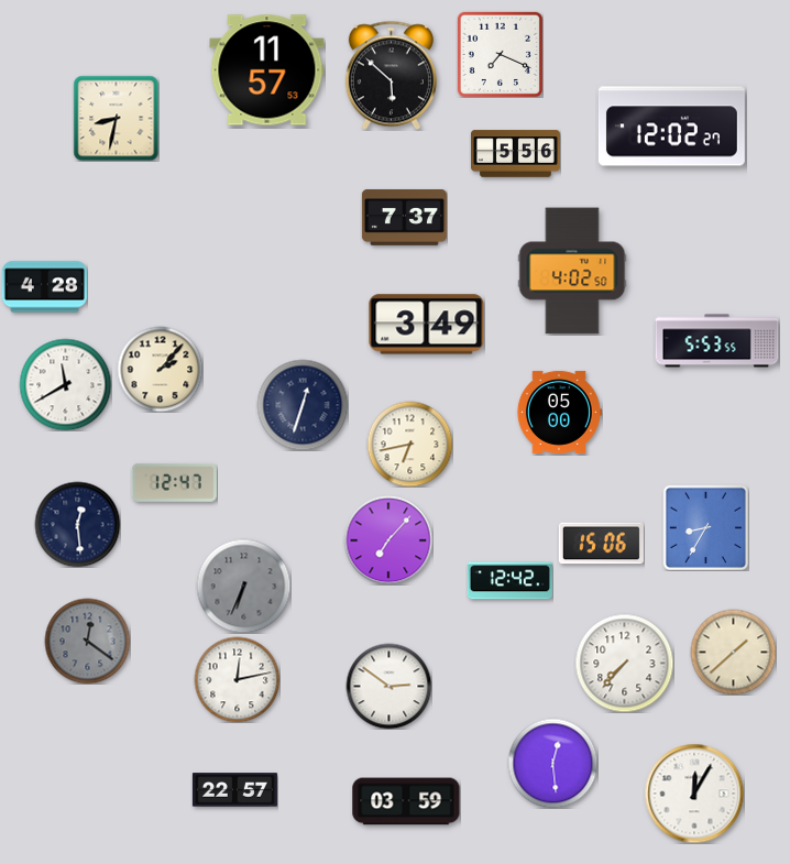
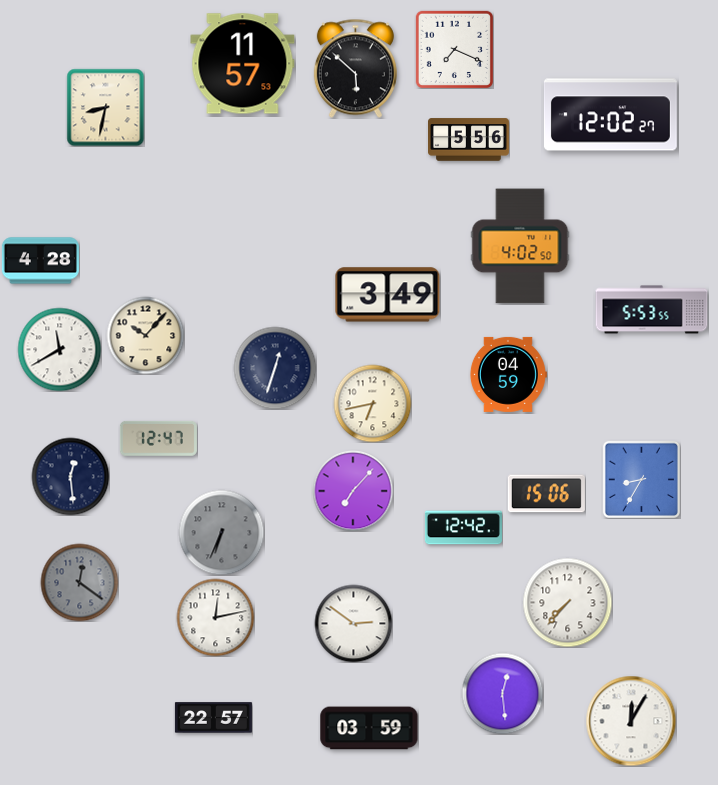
clock at (404, 218): 7:37 -> none
clock at (160, 369): 2:07 -> 10:07
clock at (559, 412): 05:00 -> 04:59
clock at (733, 652): 1:38 -> none
